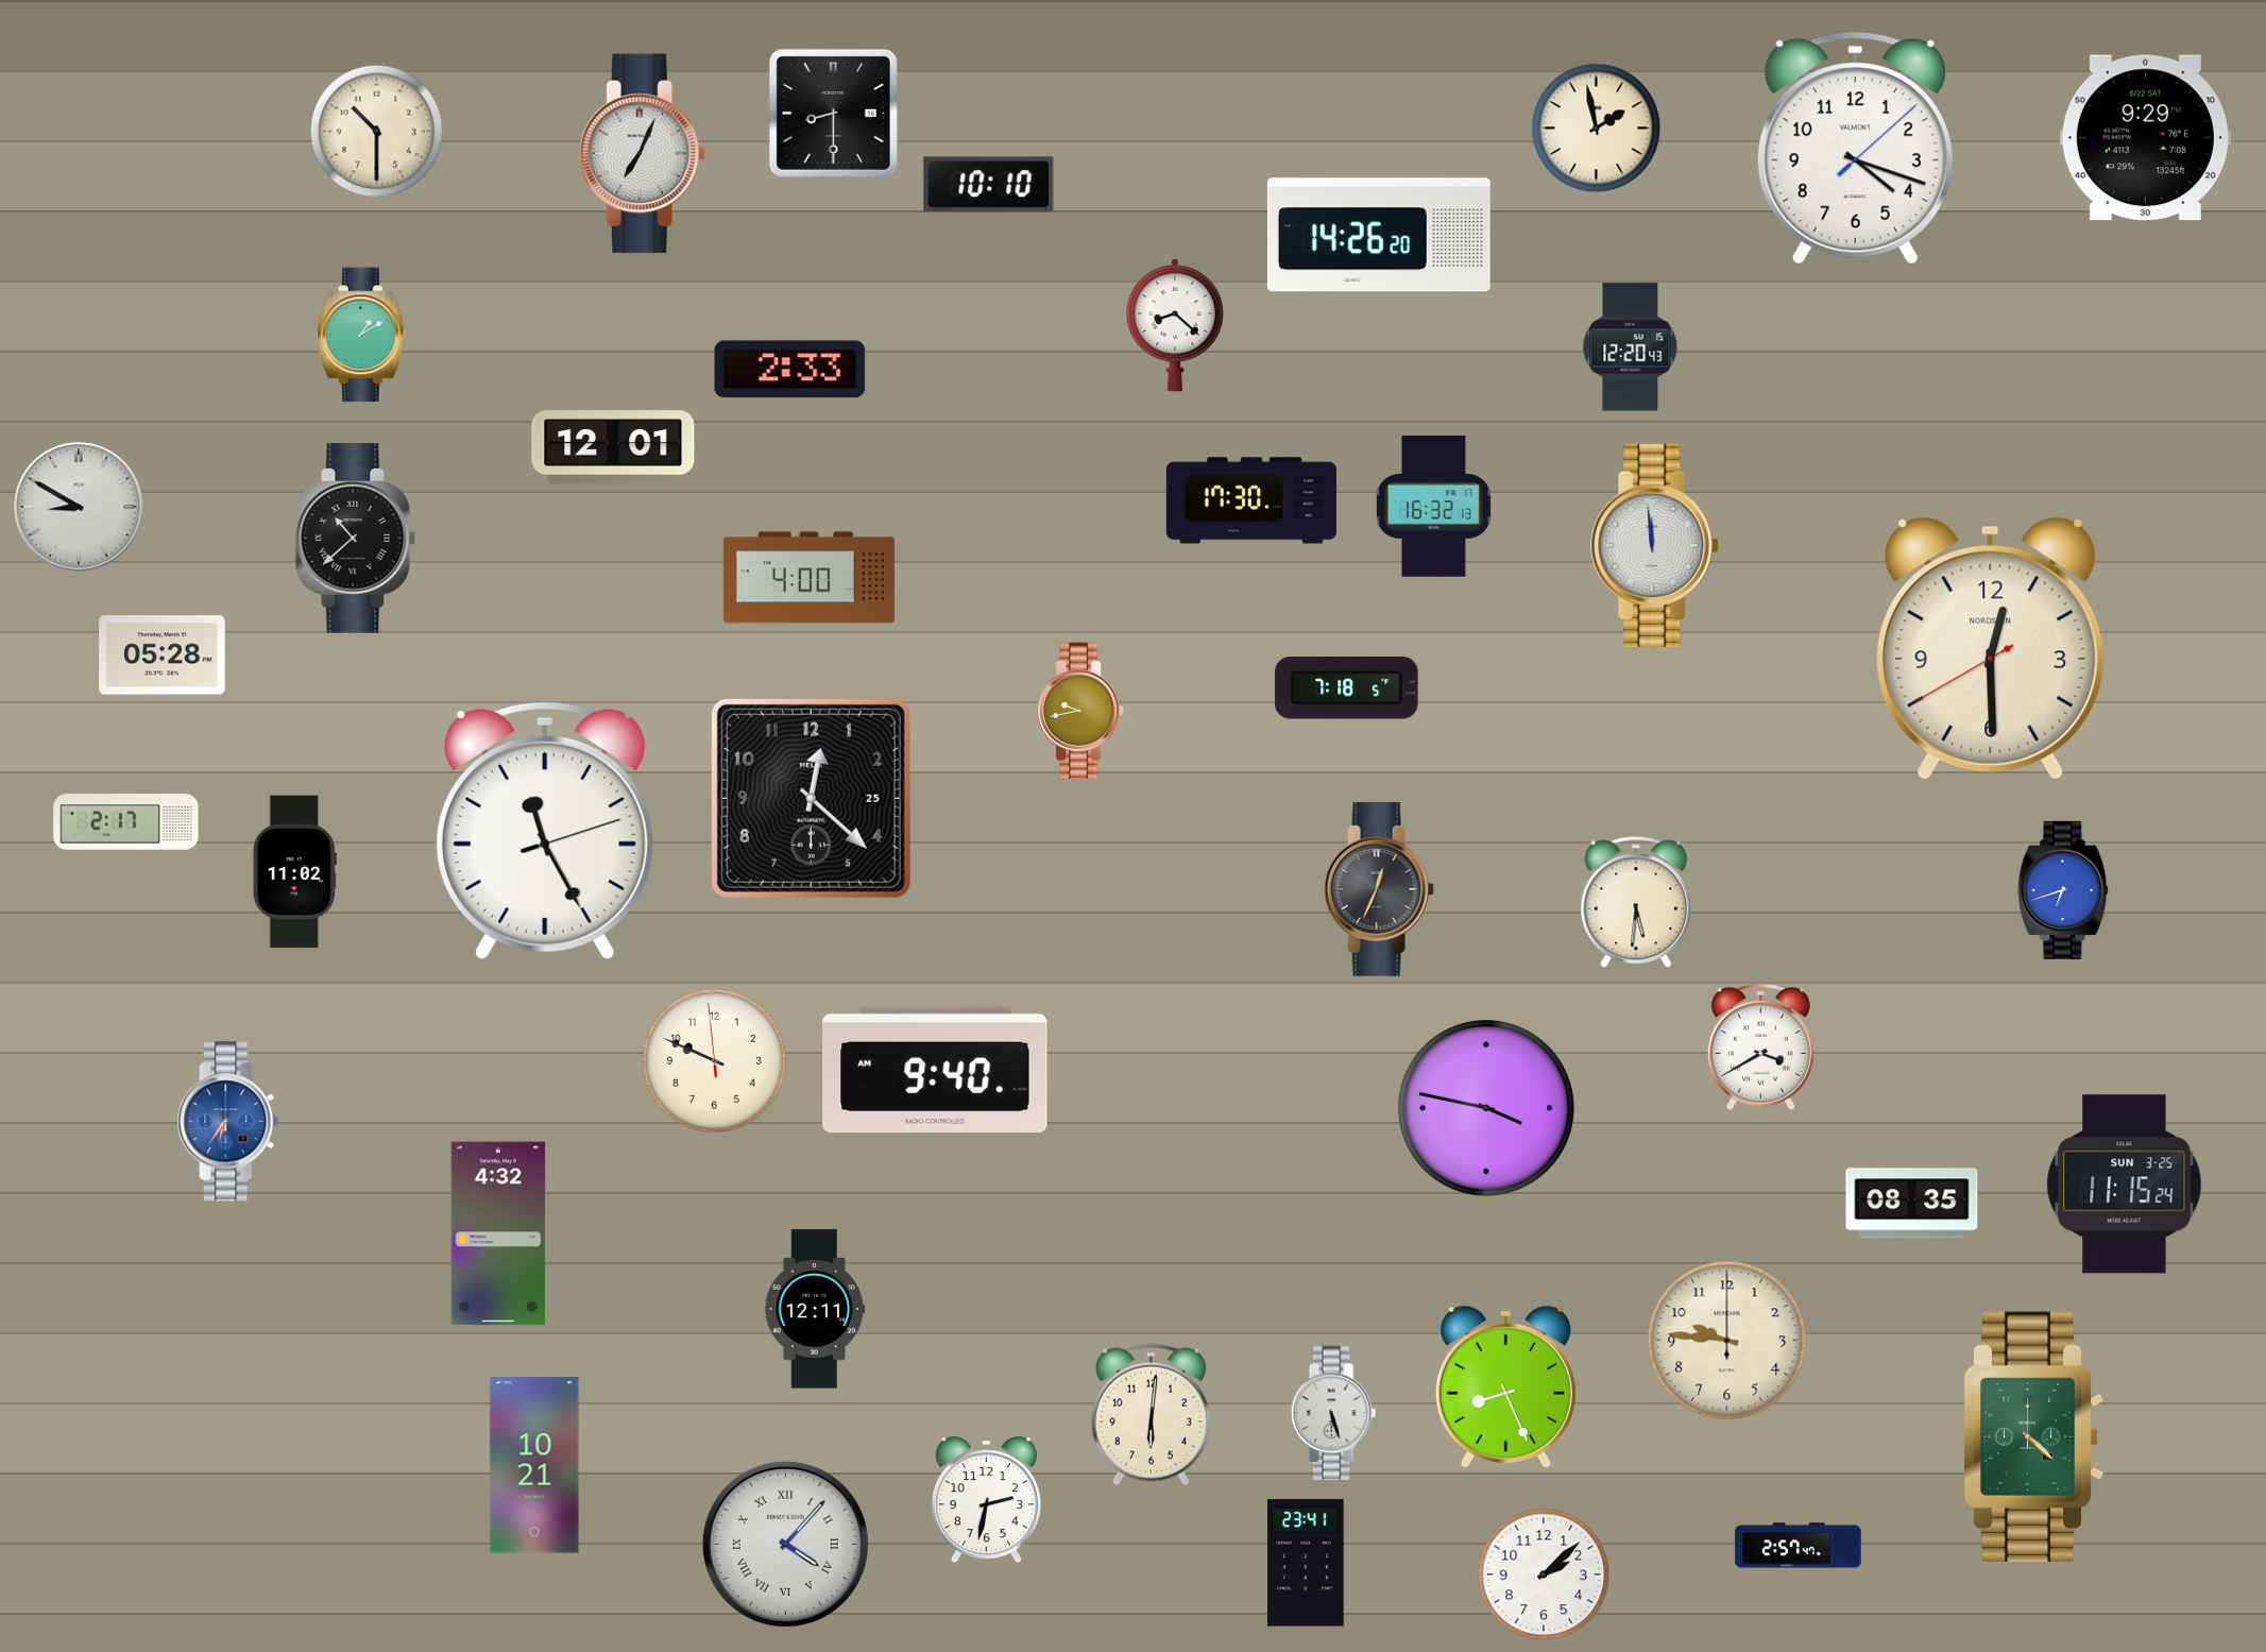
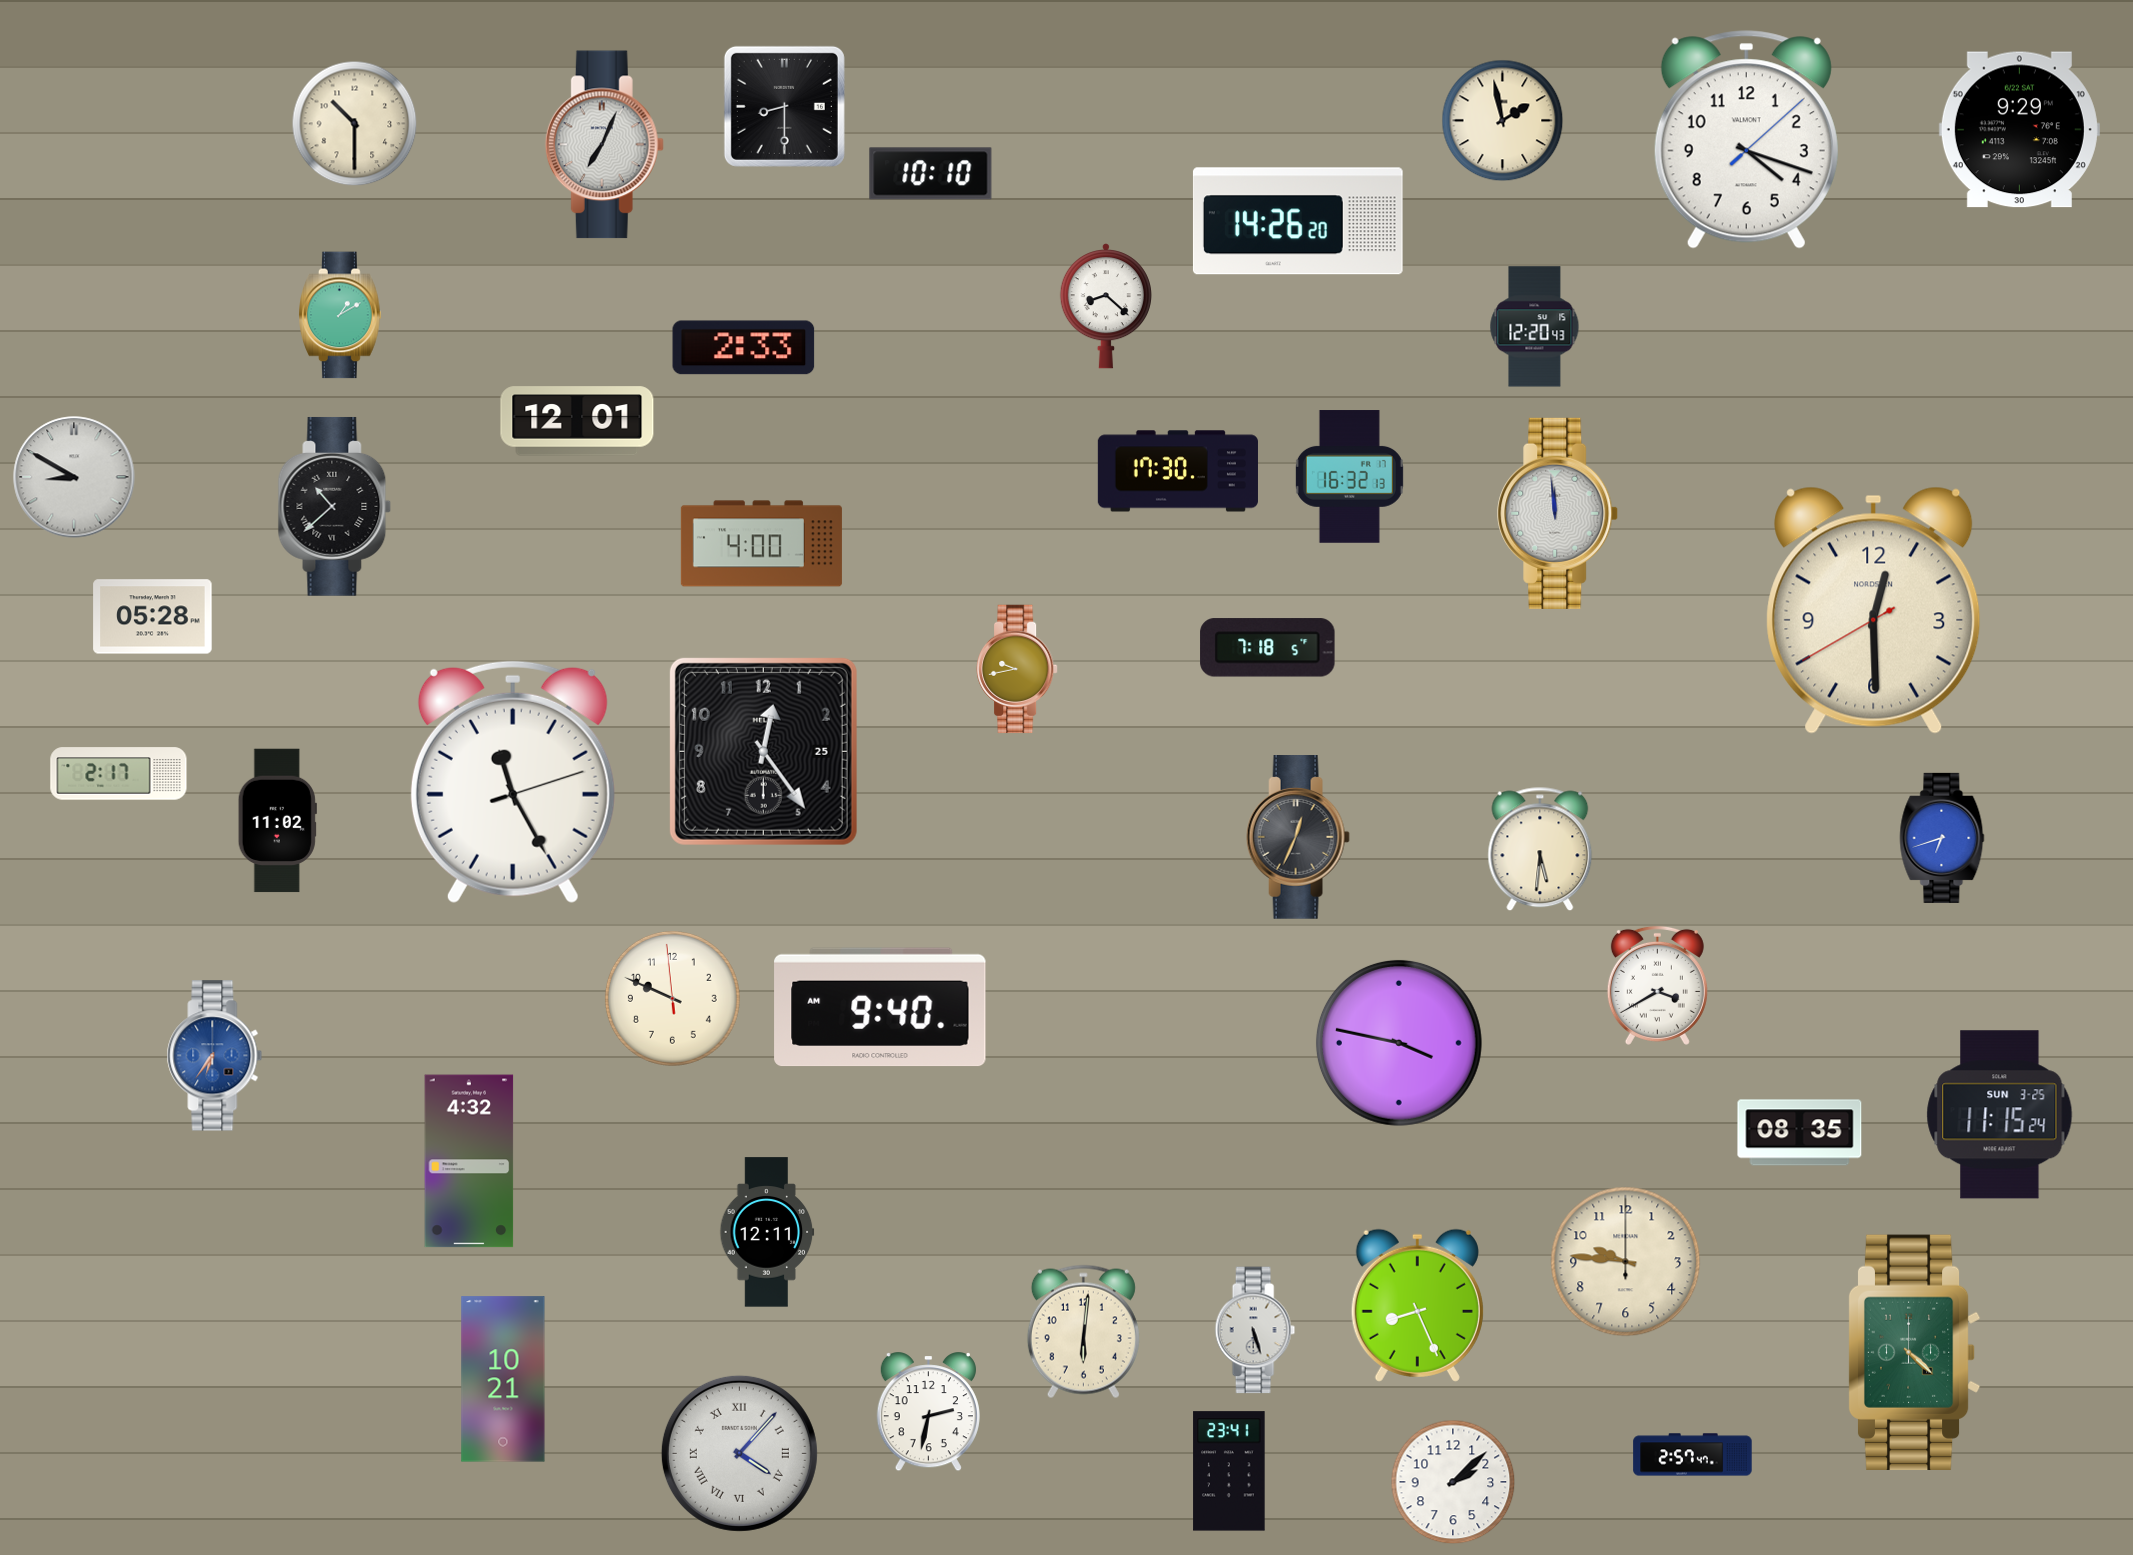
clock at (811, 798): 12:22 -> 12:24
